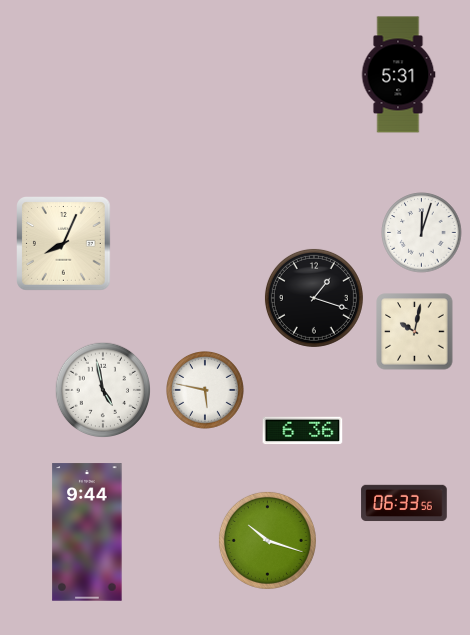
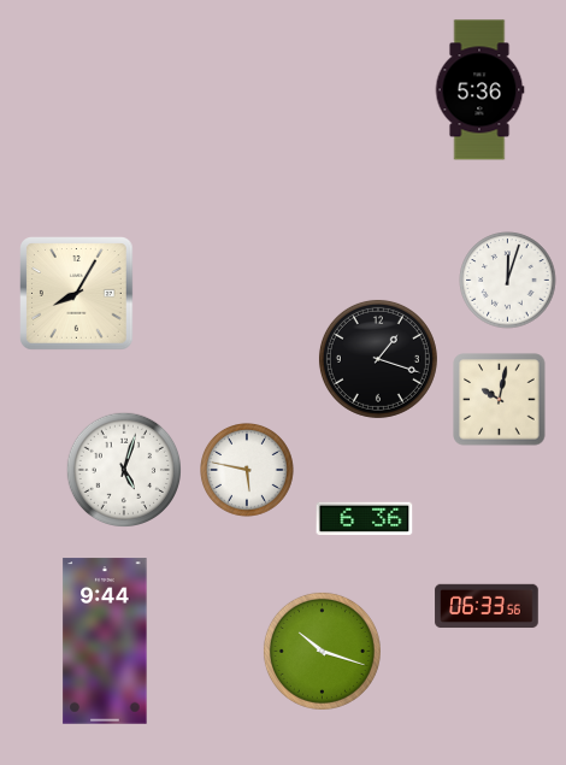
clock at (398, 75): 5:31 -> 5:36
clock at (64, 244): 8:04 -> 8:05
clock at (103, 390): 4:58 -> 5:03
